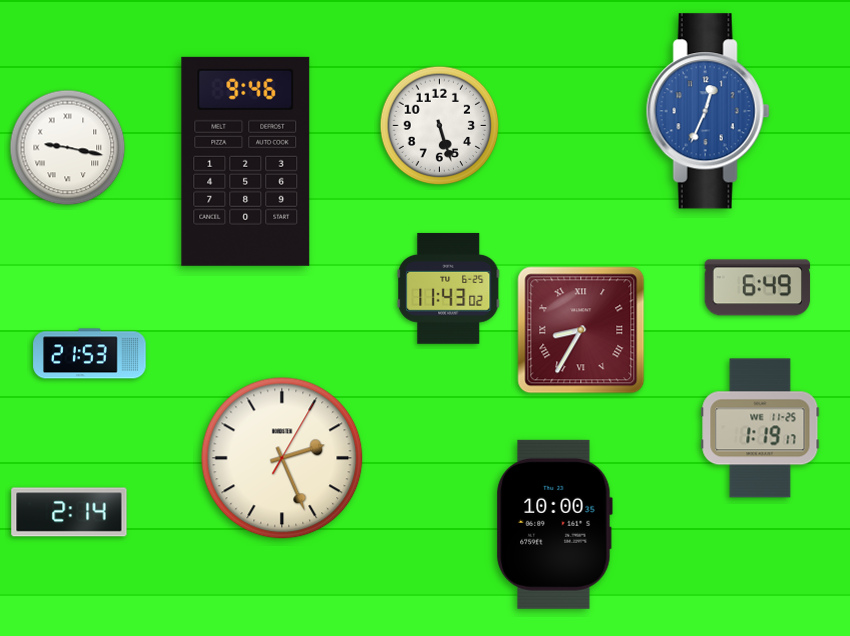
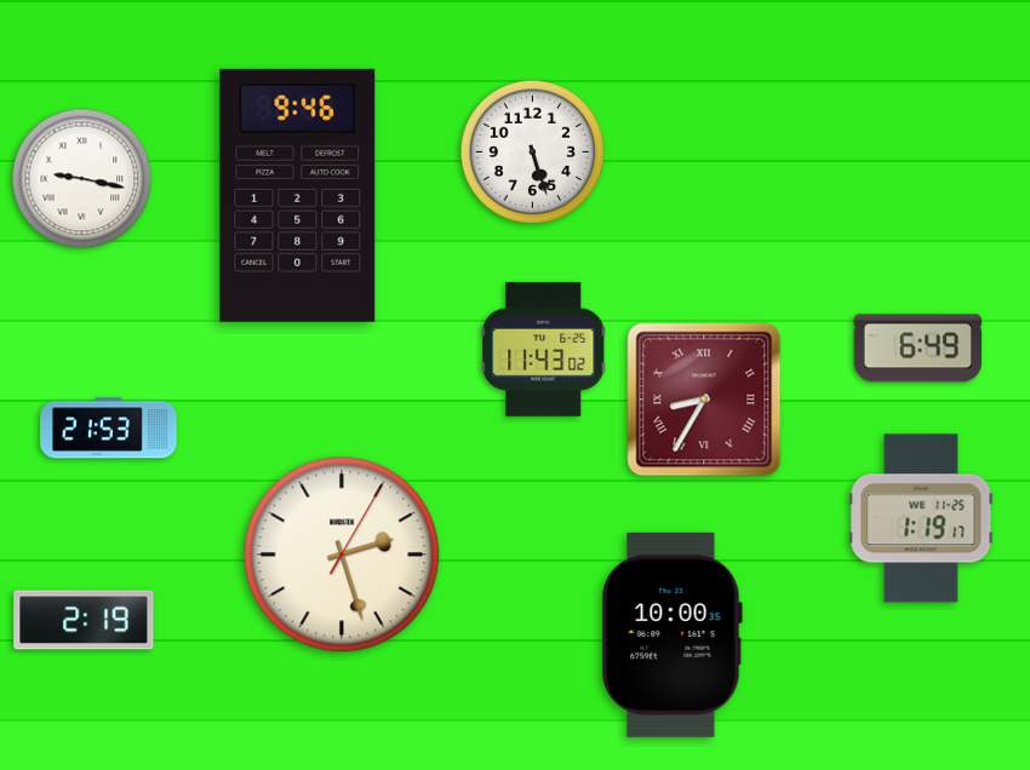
clock at (708, 111): 12:34 -> none
clock at (282, 458): 2:26 -> 2:27
clock at (69, 512): 2:14 -> 2:19
